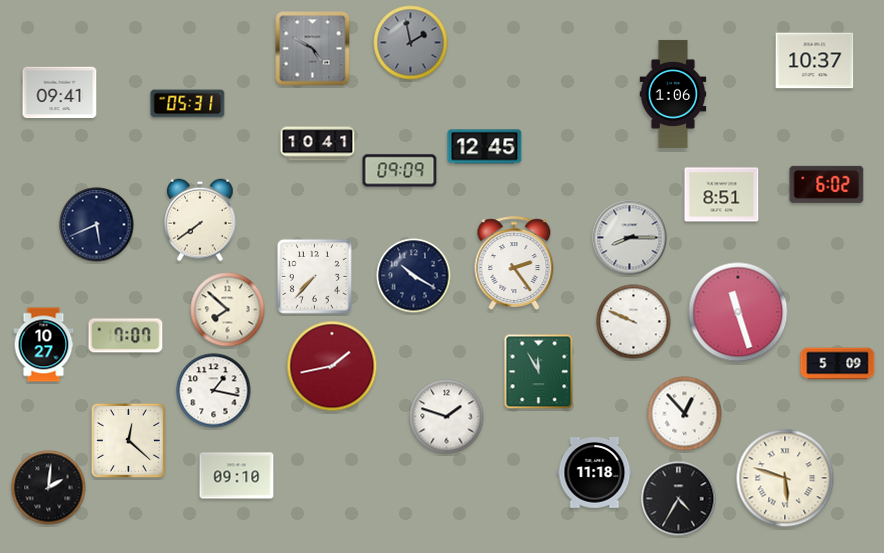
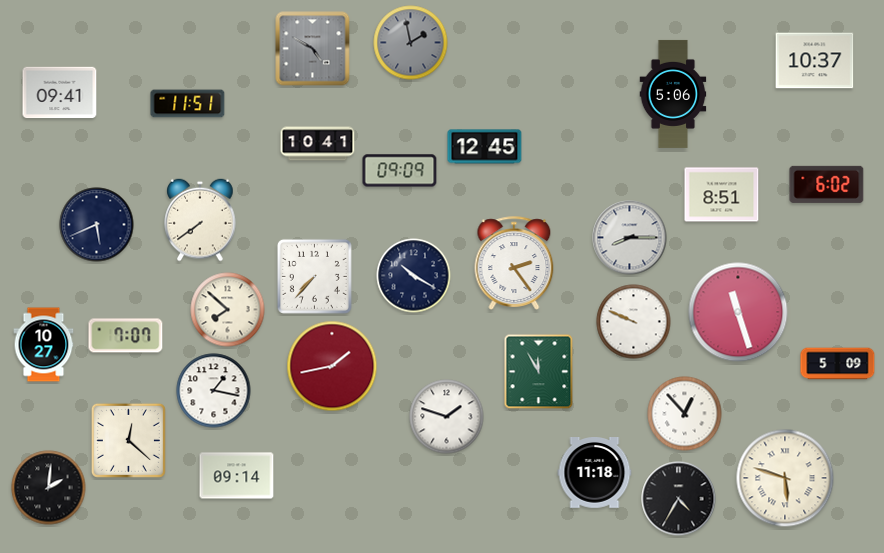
clock at (673, 94): 1:06 -> 5:06
clock at (188, 104): 05:31 -> 11:51
clock at (237, 476): 09:10 -> 09:14
